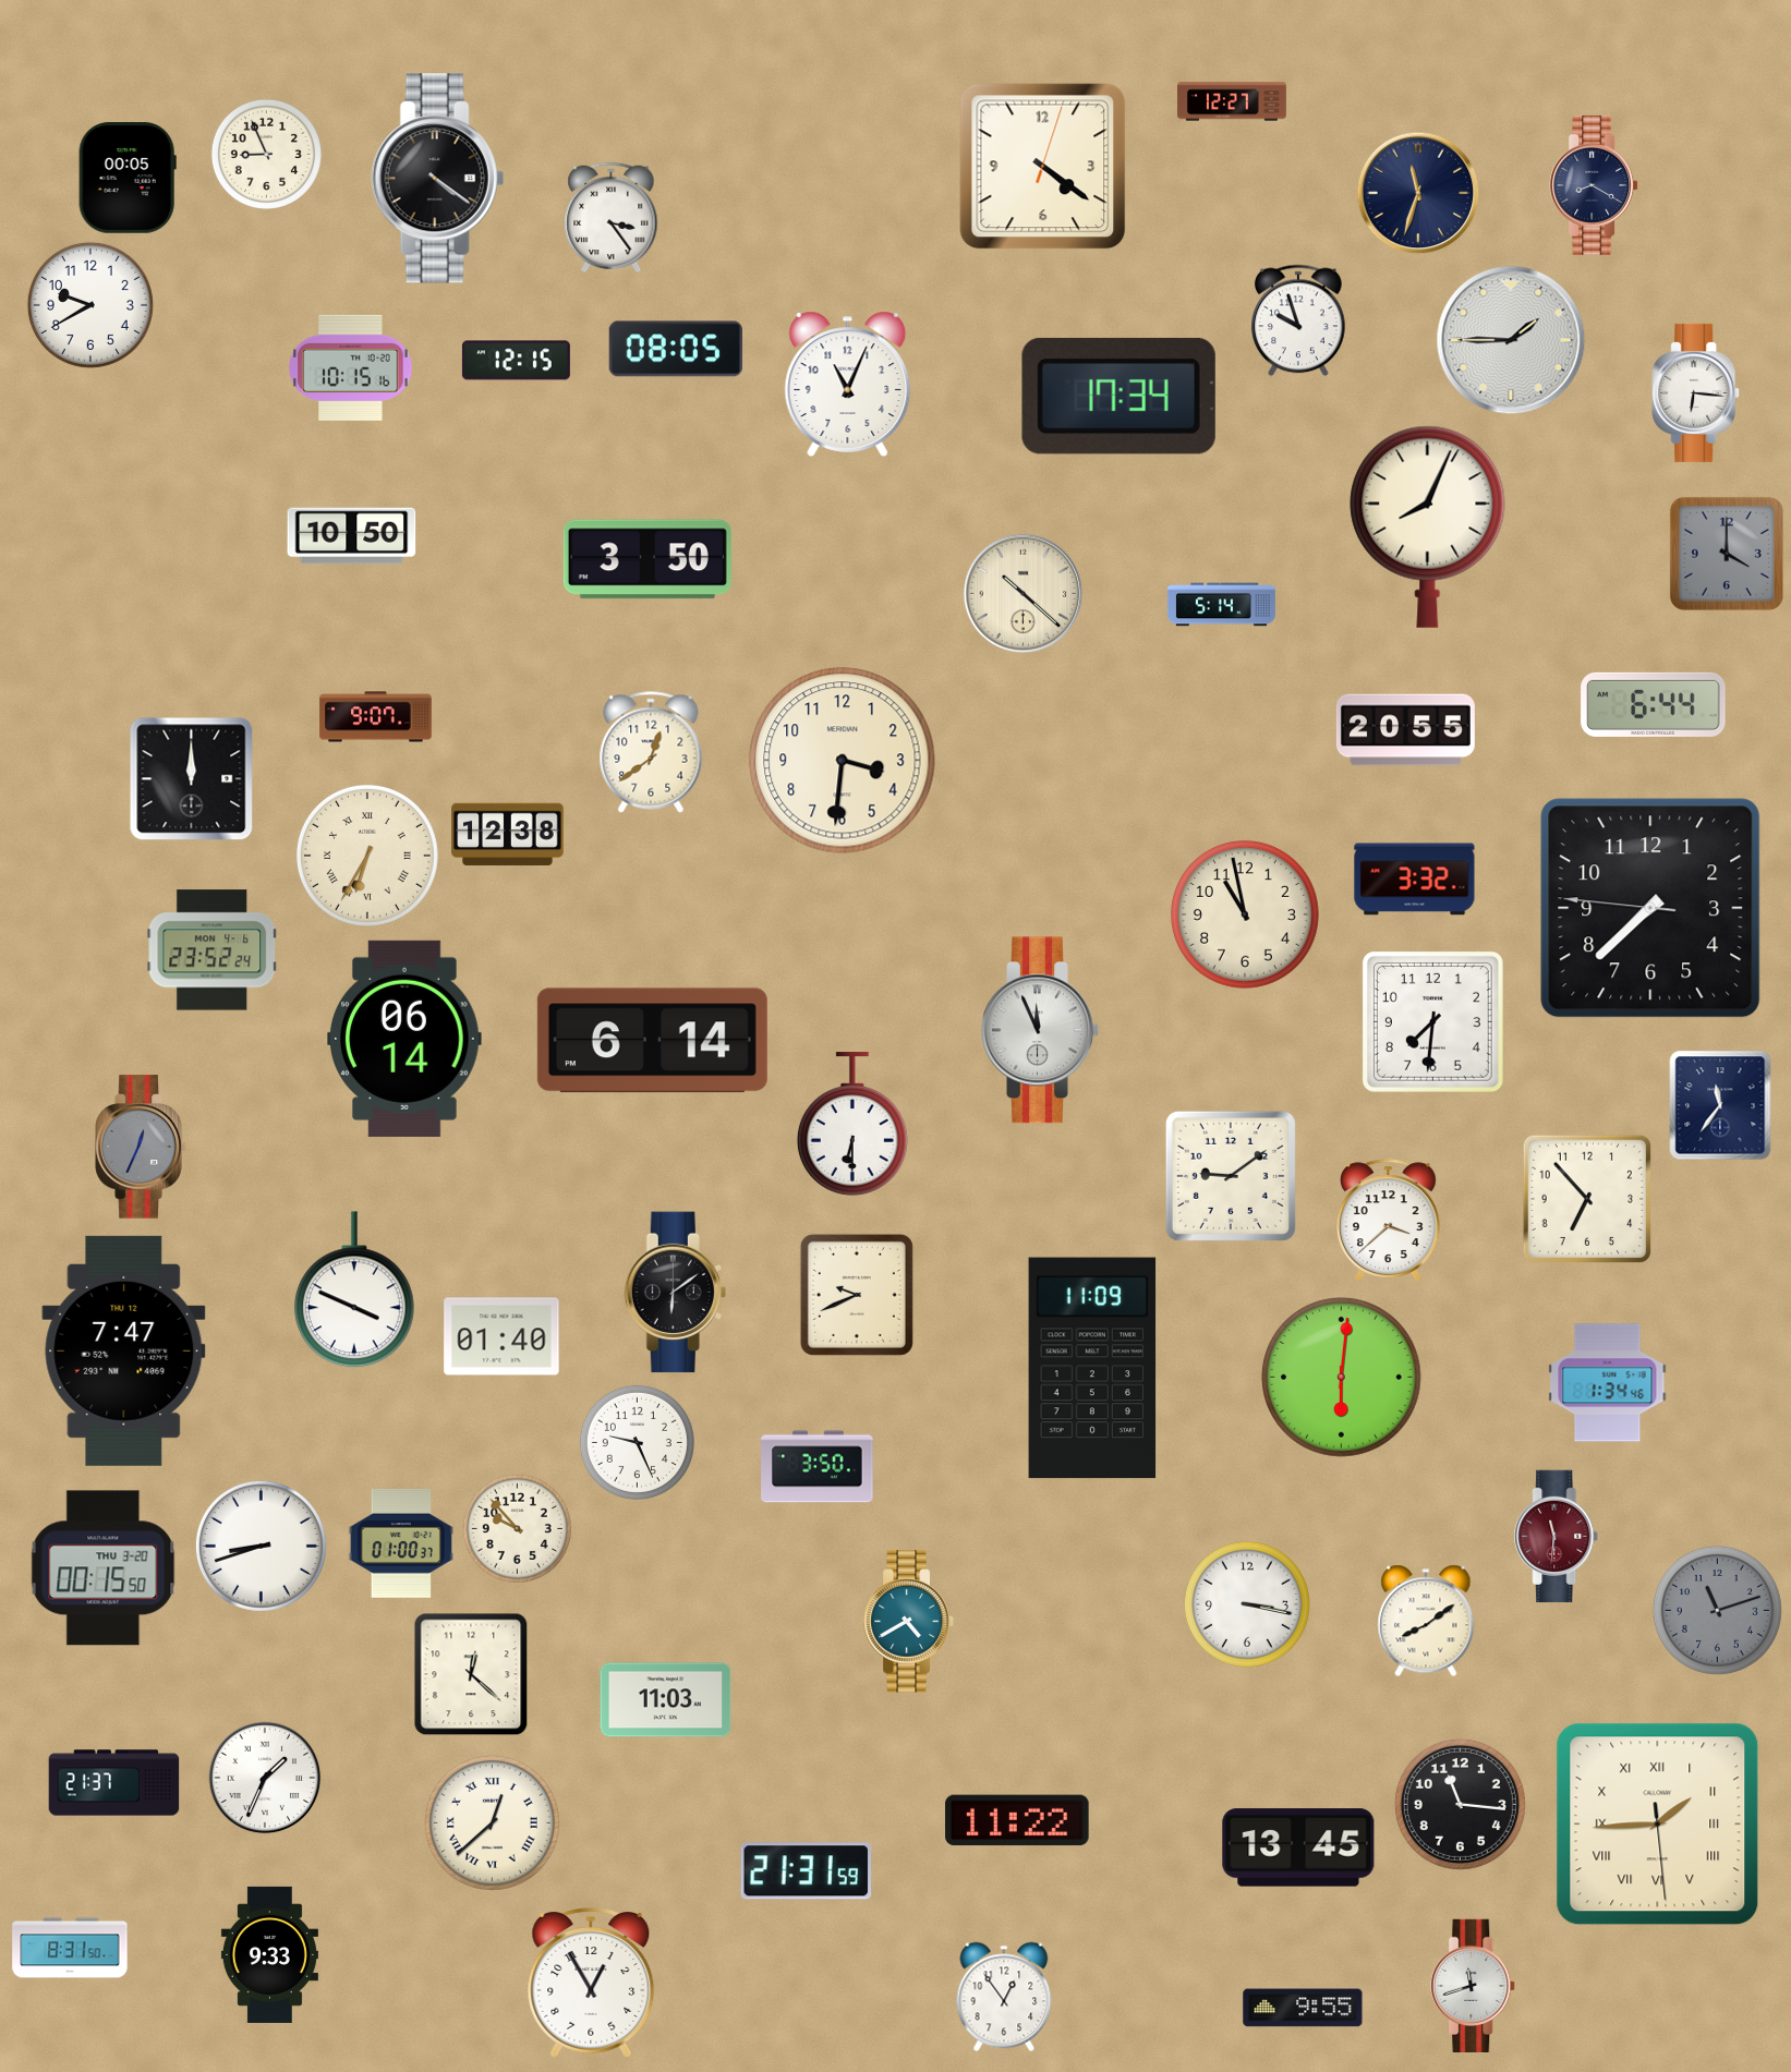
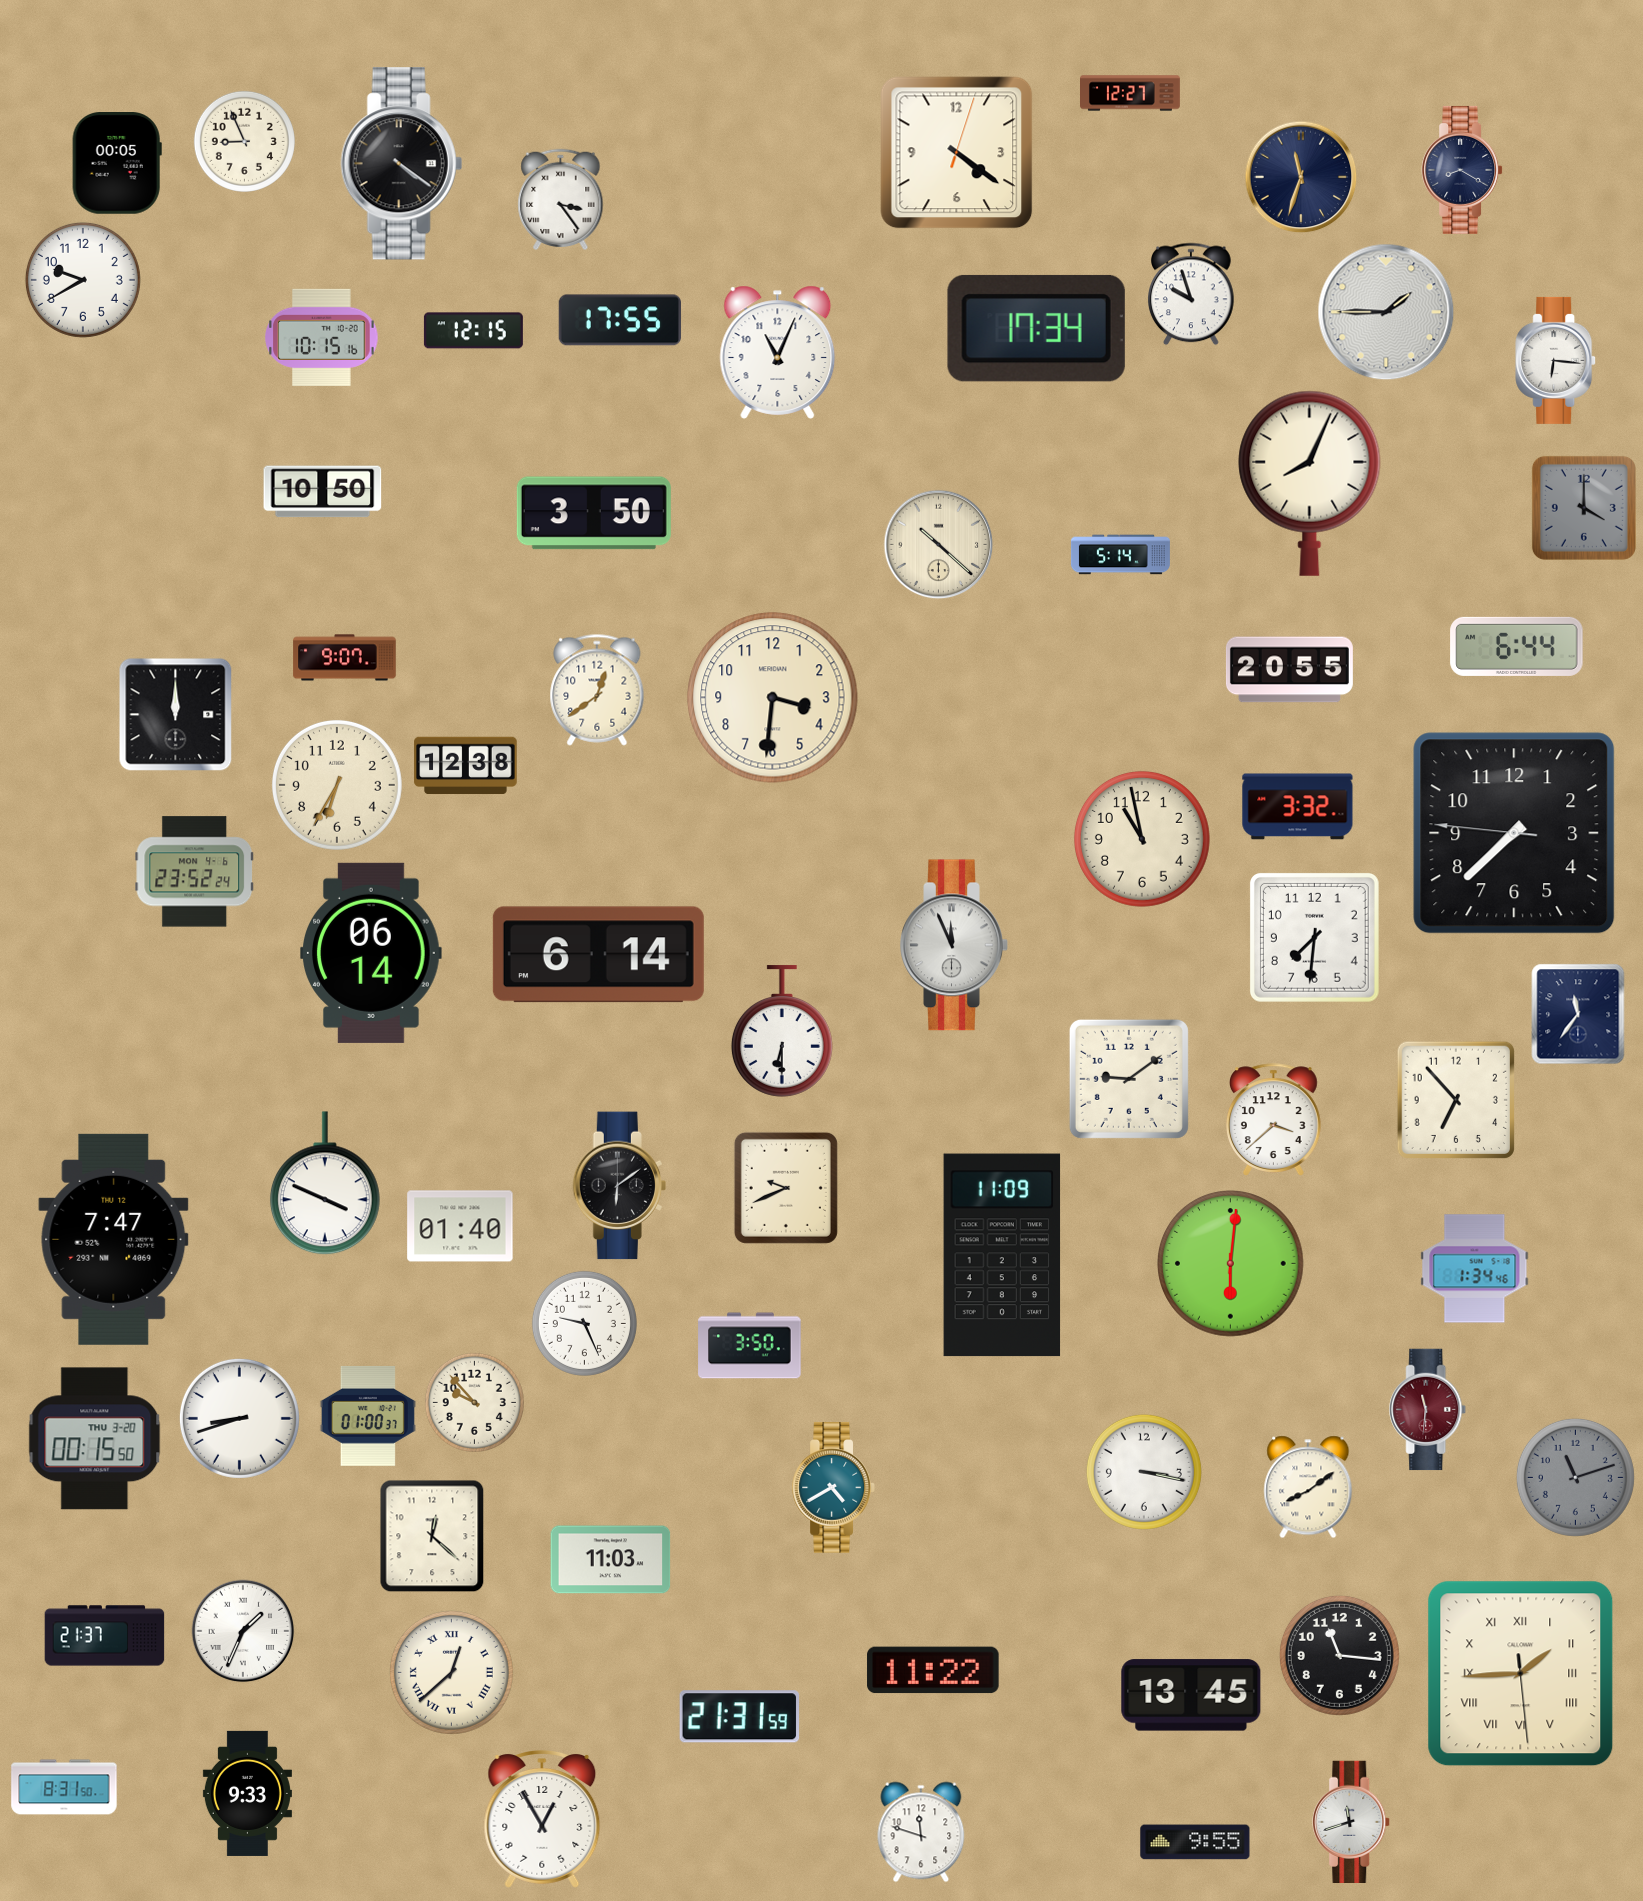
clock at (675, 349): 08:05 -> 17:55
clock at (1118, 396) position: (1118, 396) -> (1036, 328)
clock at (367, 856) numerals: Roman -> Arabic
clock at (141, 1147): 12:34 -> none
clock at (1004, 1997): 12:54 -> 11:48
